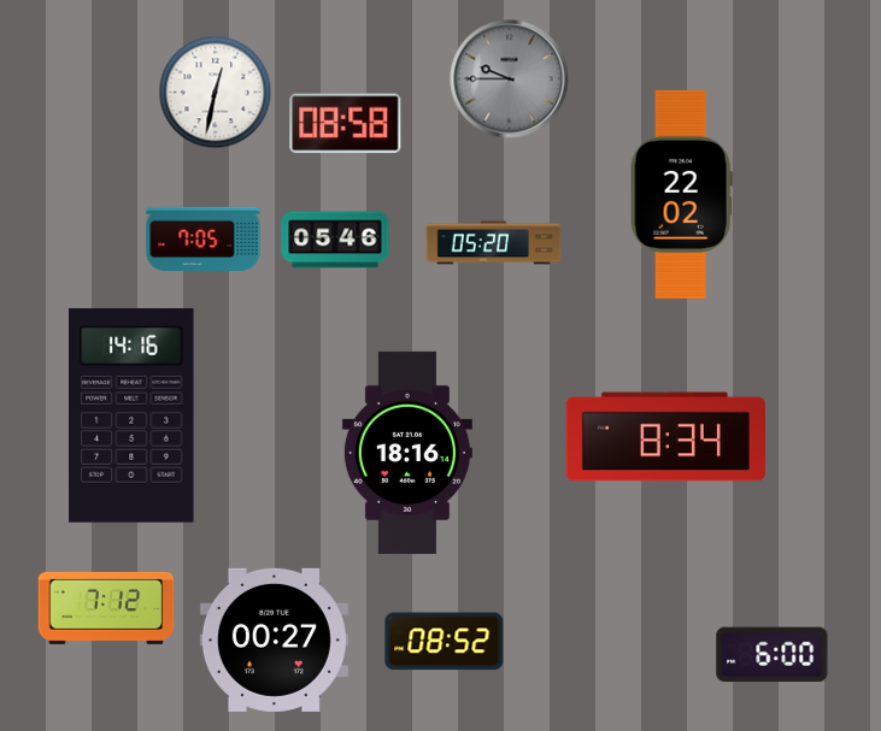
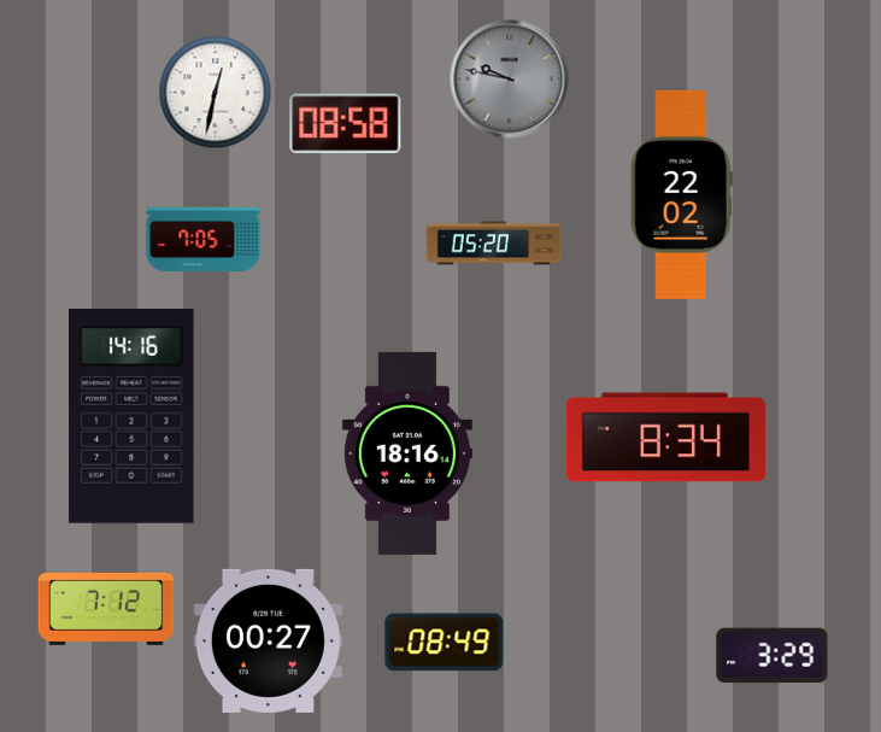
clock at (510, 79): 9:45 -> 9:47
clock at (335, 240): 05:46 -> none
clock at (274, 639) position: (274, 639) -> (268, 640)
clock at (445, 642): 08:52 -> 08:49
clock at (773, 655): 6:00 -> 3:29
